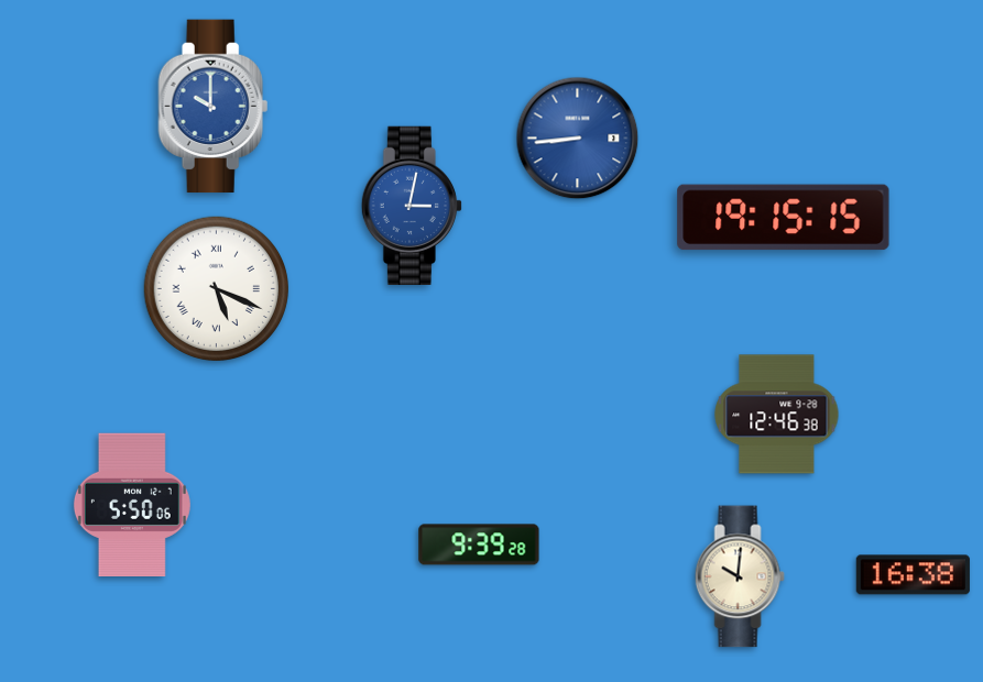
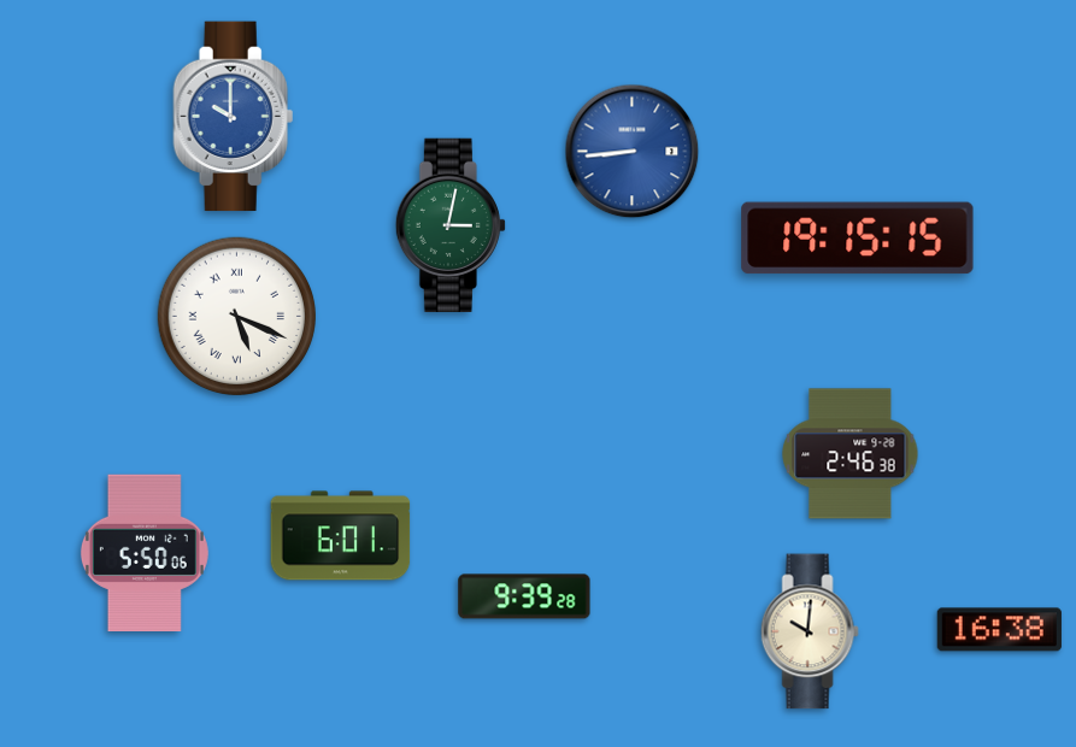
clock at (412, 205) dial: blue -> green
clock at (777, 415): 12:46 -> 2:46
clock at (341, 536): none -> 6:01
